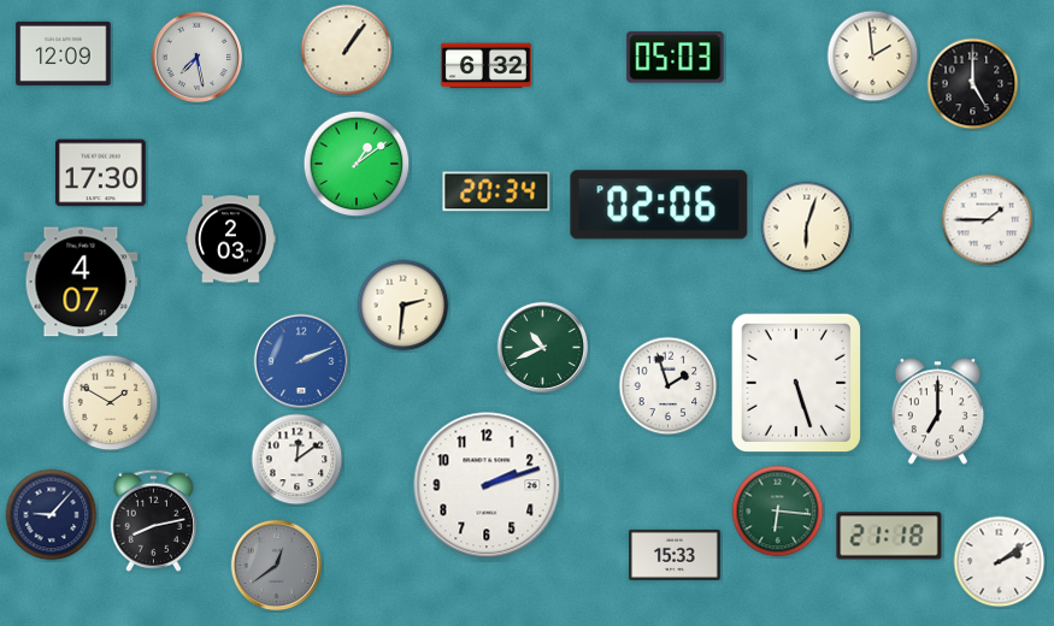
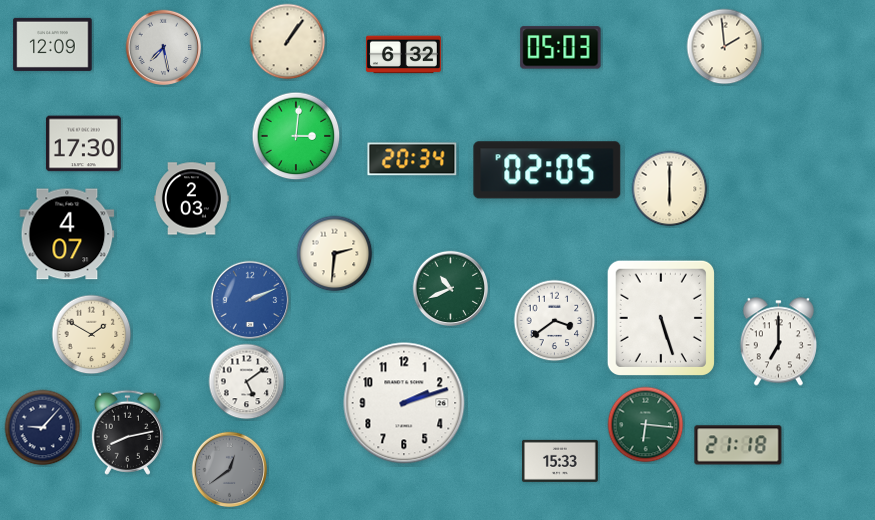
clock at (973, 84): 5:00 -> none
clock at (357, 164): 1:09 -> 3:01
clock at (659, 205): 02:06 -> 02:05
clock at (988, 220): 1:45 -> none
clock at (807, 228): 6:03 -> 6:00
clock at (669, 386): 1:57 -> 3:39
clock at (298, 460): 12:09 -> 5:09
clock at (1000, 562): 2:09 -> none
